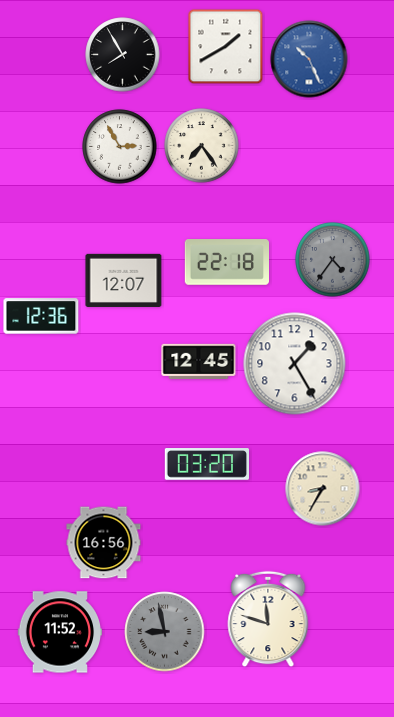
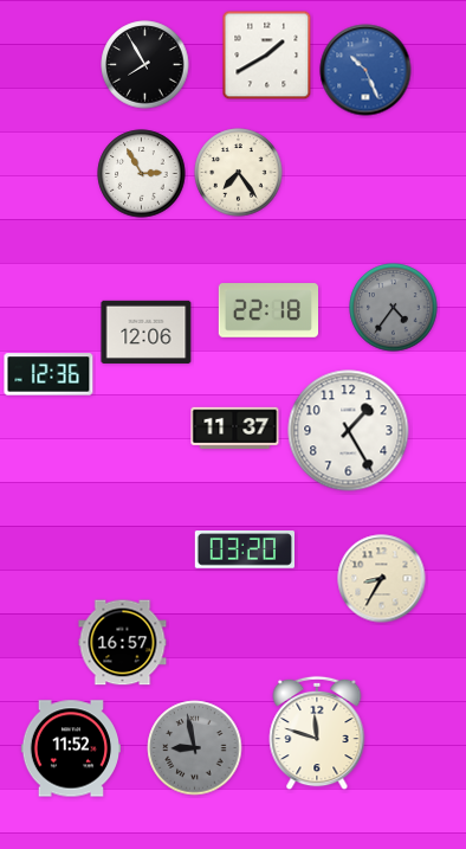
clock at (124, 280): 12:07 -> 12:06
clock at (199, 362): 12:45 -> 11:37
clock at (104, 543): 16:56 -> 16:57
